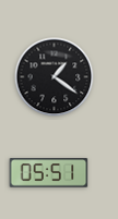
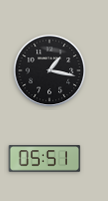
clock at (55, 77): 1:21 -> 1:17
